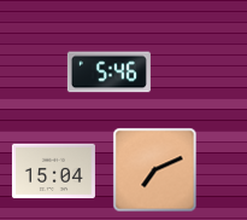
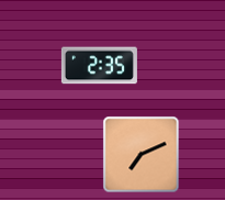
clock at (108, 73): 5:46 -> 2:35
clock at (53, 170): 15:04 -> none
